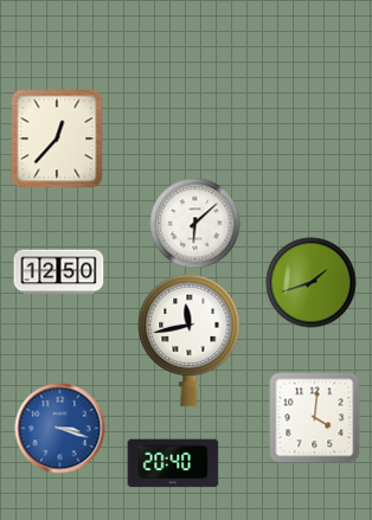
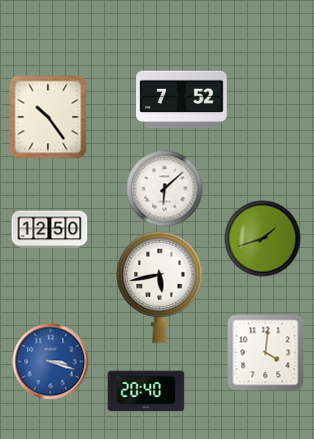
clock at (182, 100): none -> 7:52
clock at (57, 139): 12:37 -> 10:24
clock at (190, 340): 11:43 -> 5:43
